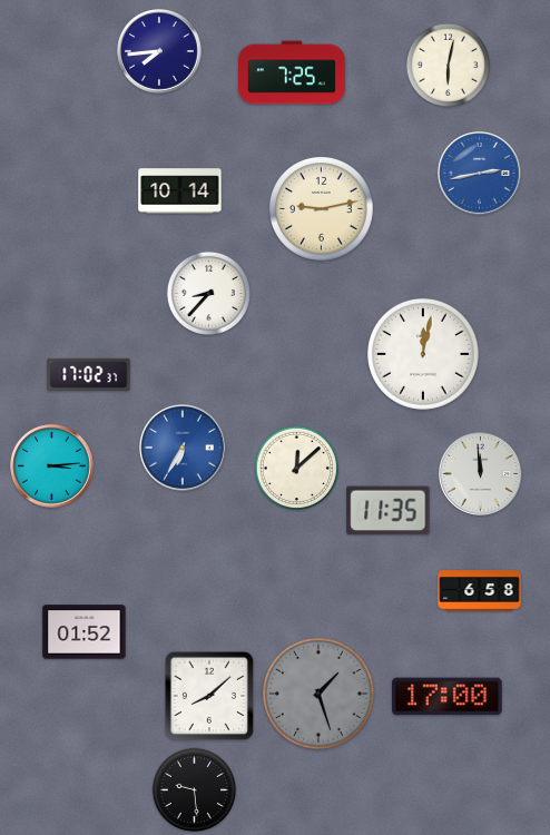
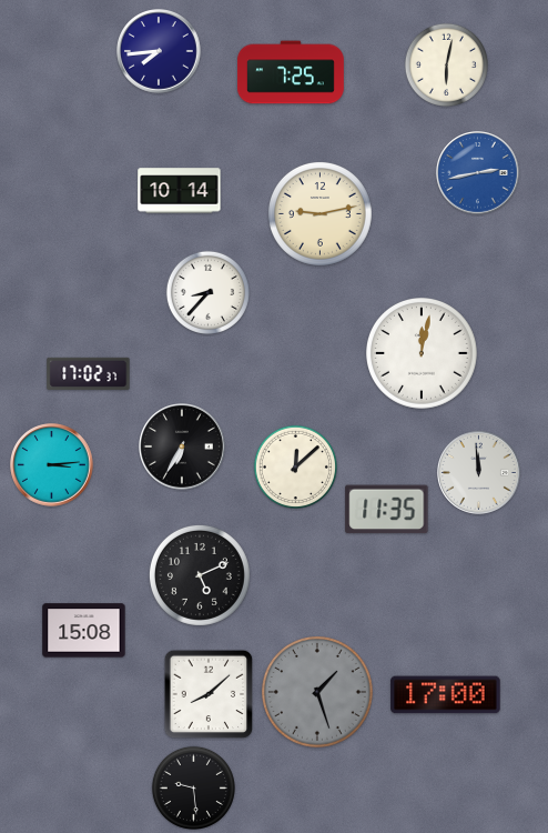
clock at (321, 208) position: (321, 208) -> (319, 213)
clock at (184, 449) dial: blue -> black
clock at (200, 575): none -> 5:11
clock at (480, 591): 6:58 -> none
clock at (85, 632): 01:52 -> 15:08
